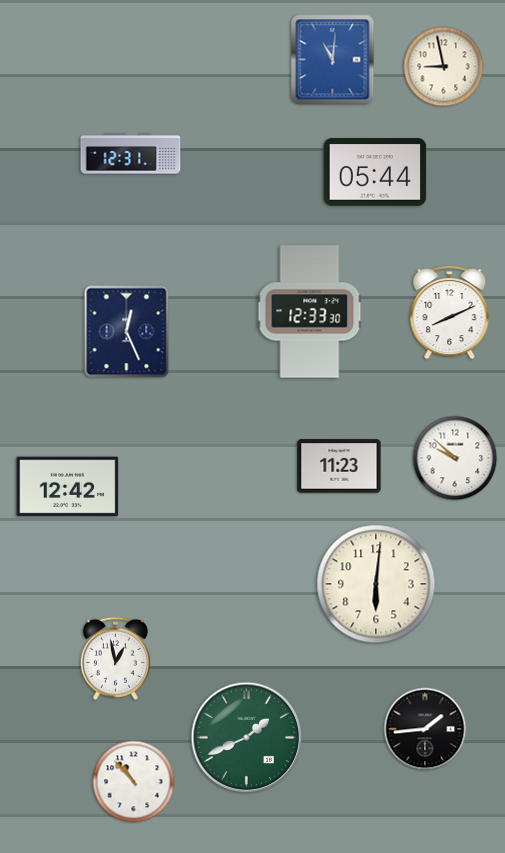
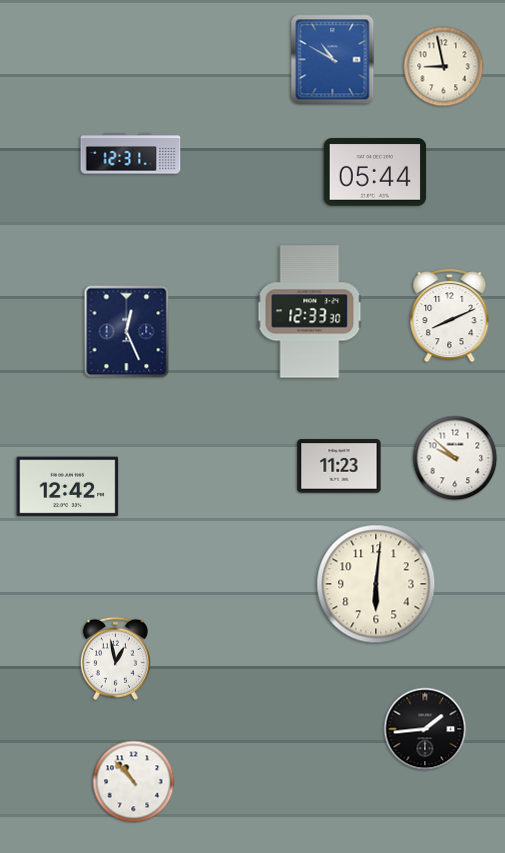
clock at (333, 60): 11:01 -> 10:50
clock at (450, 312) position: (450, 312) -> (450, 315)
clock at (247, 738): 1:41 -> none
